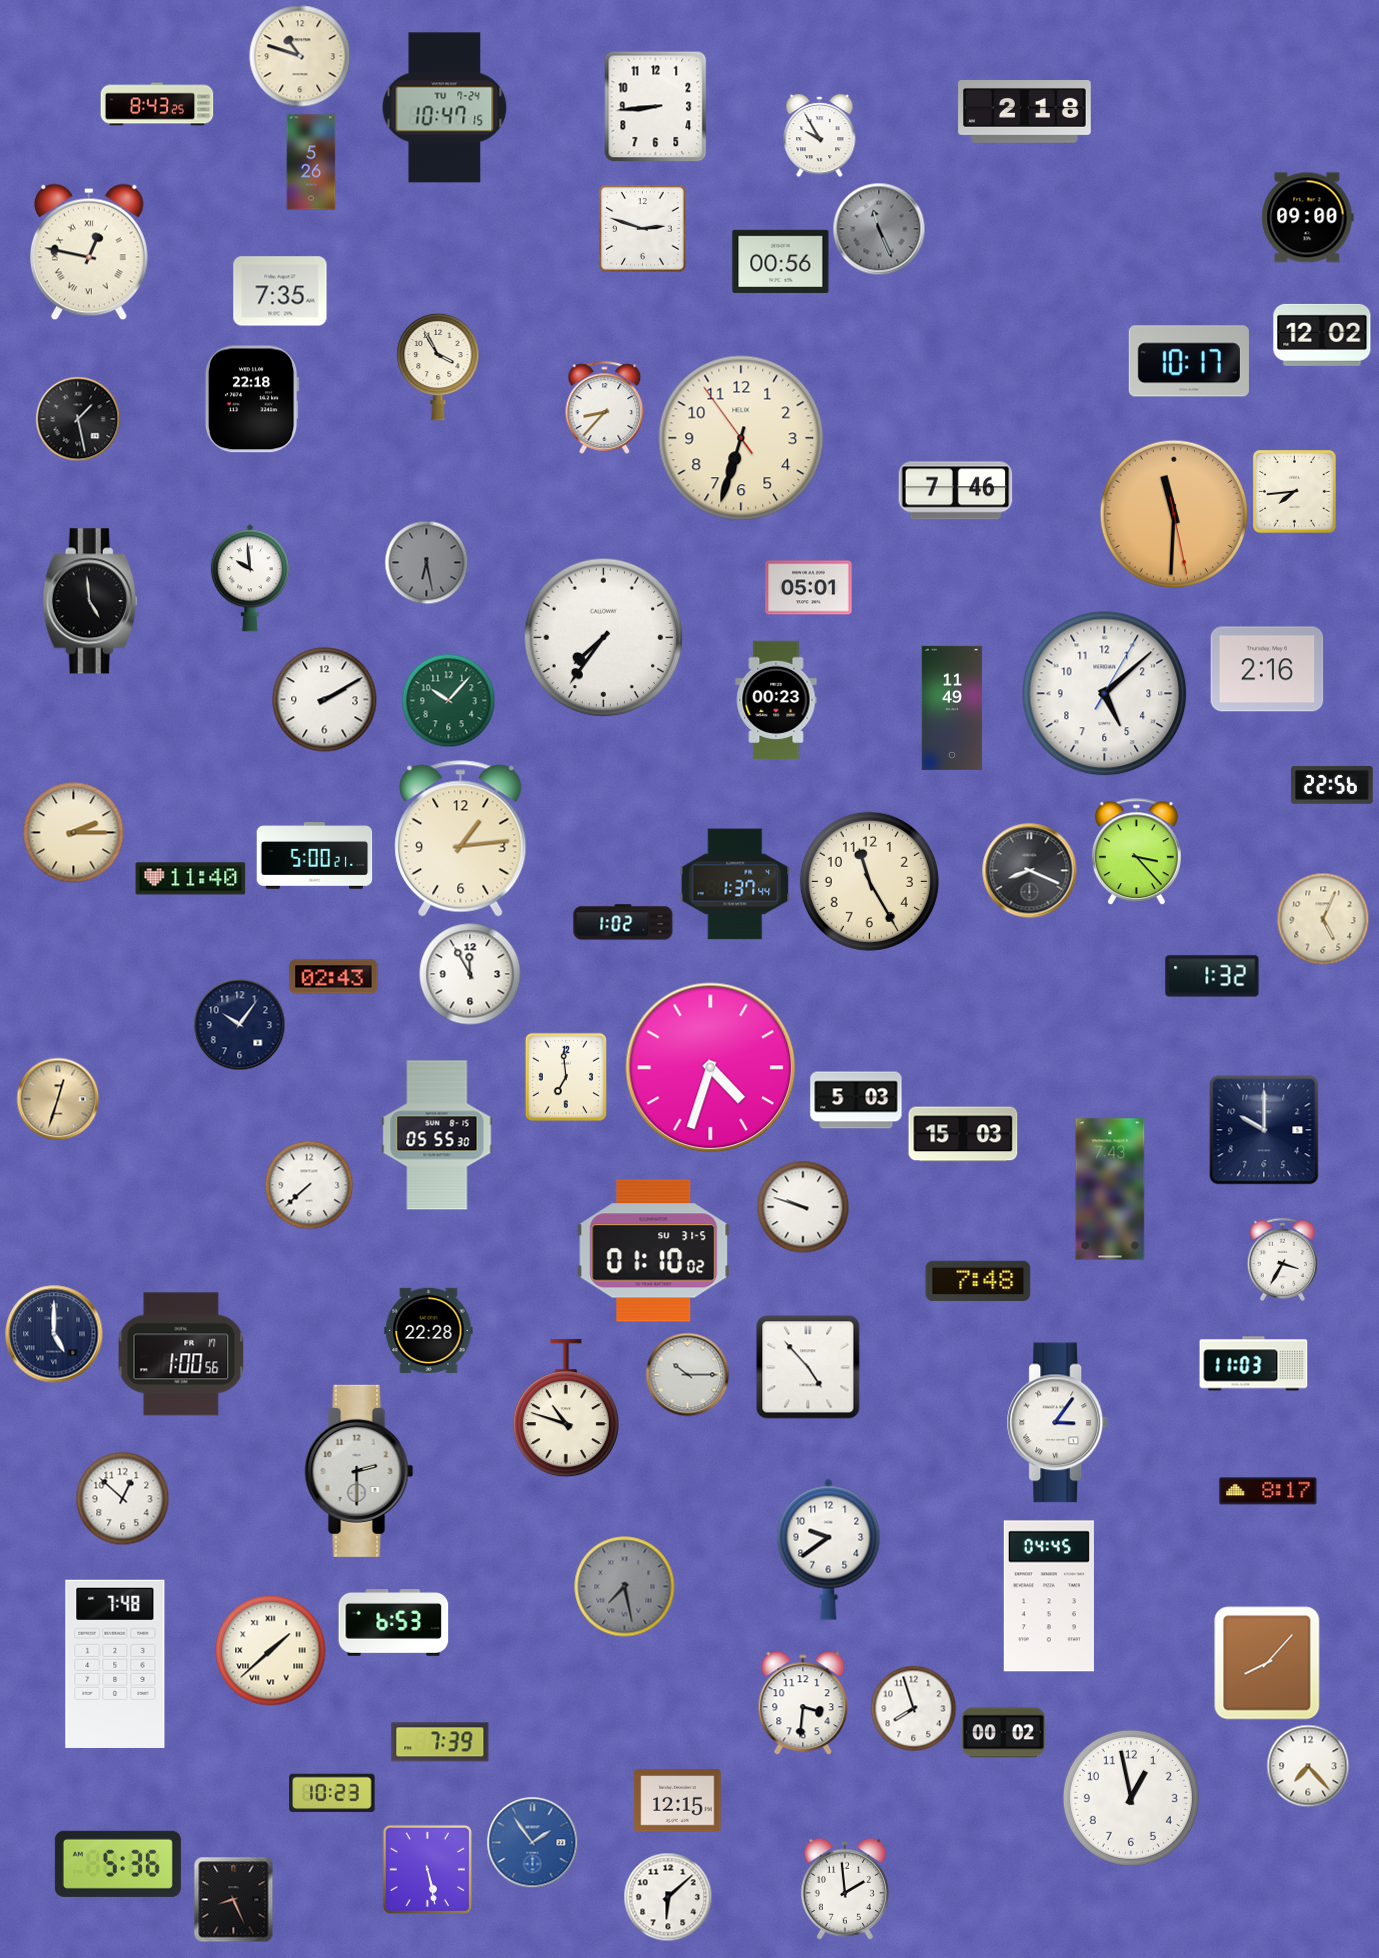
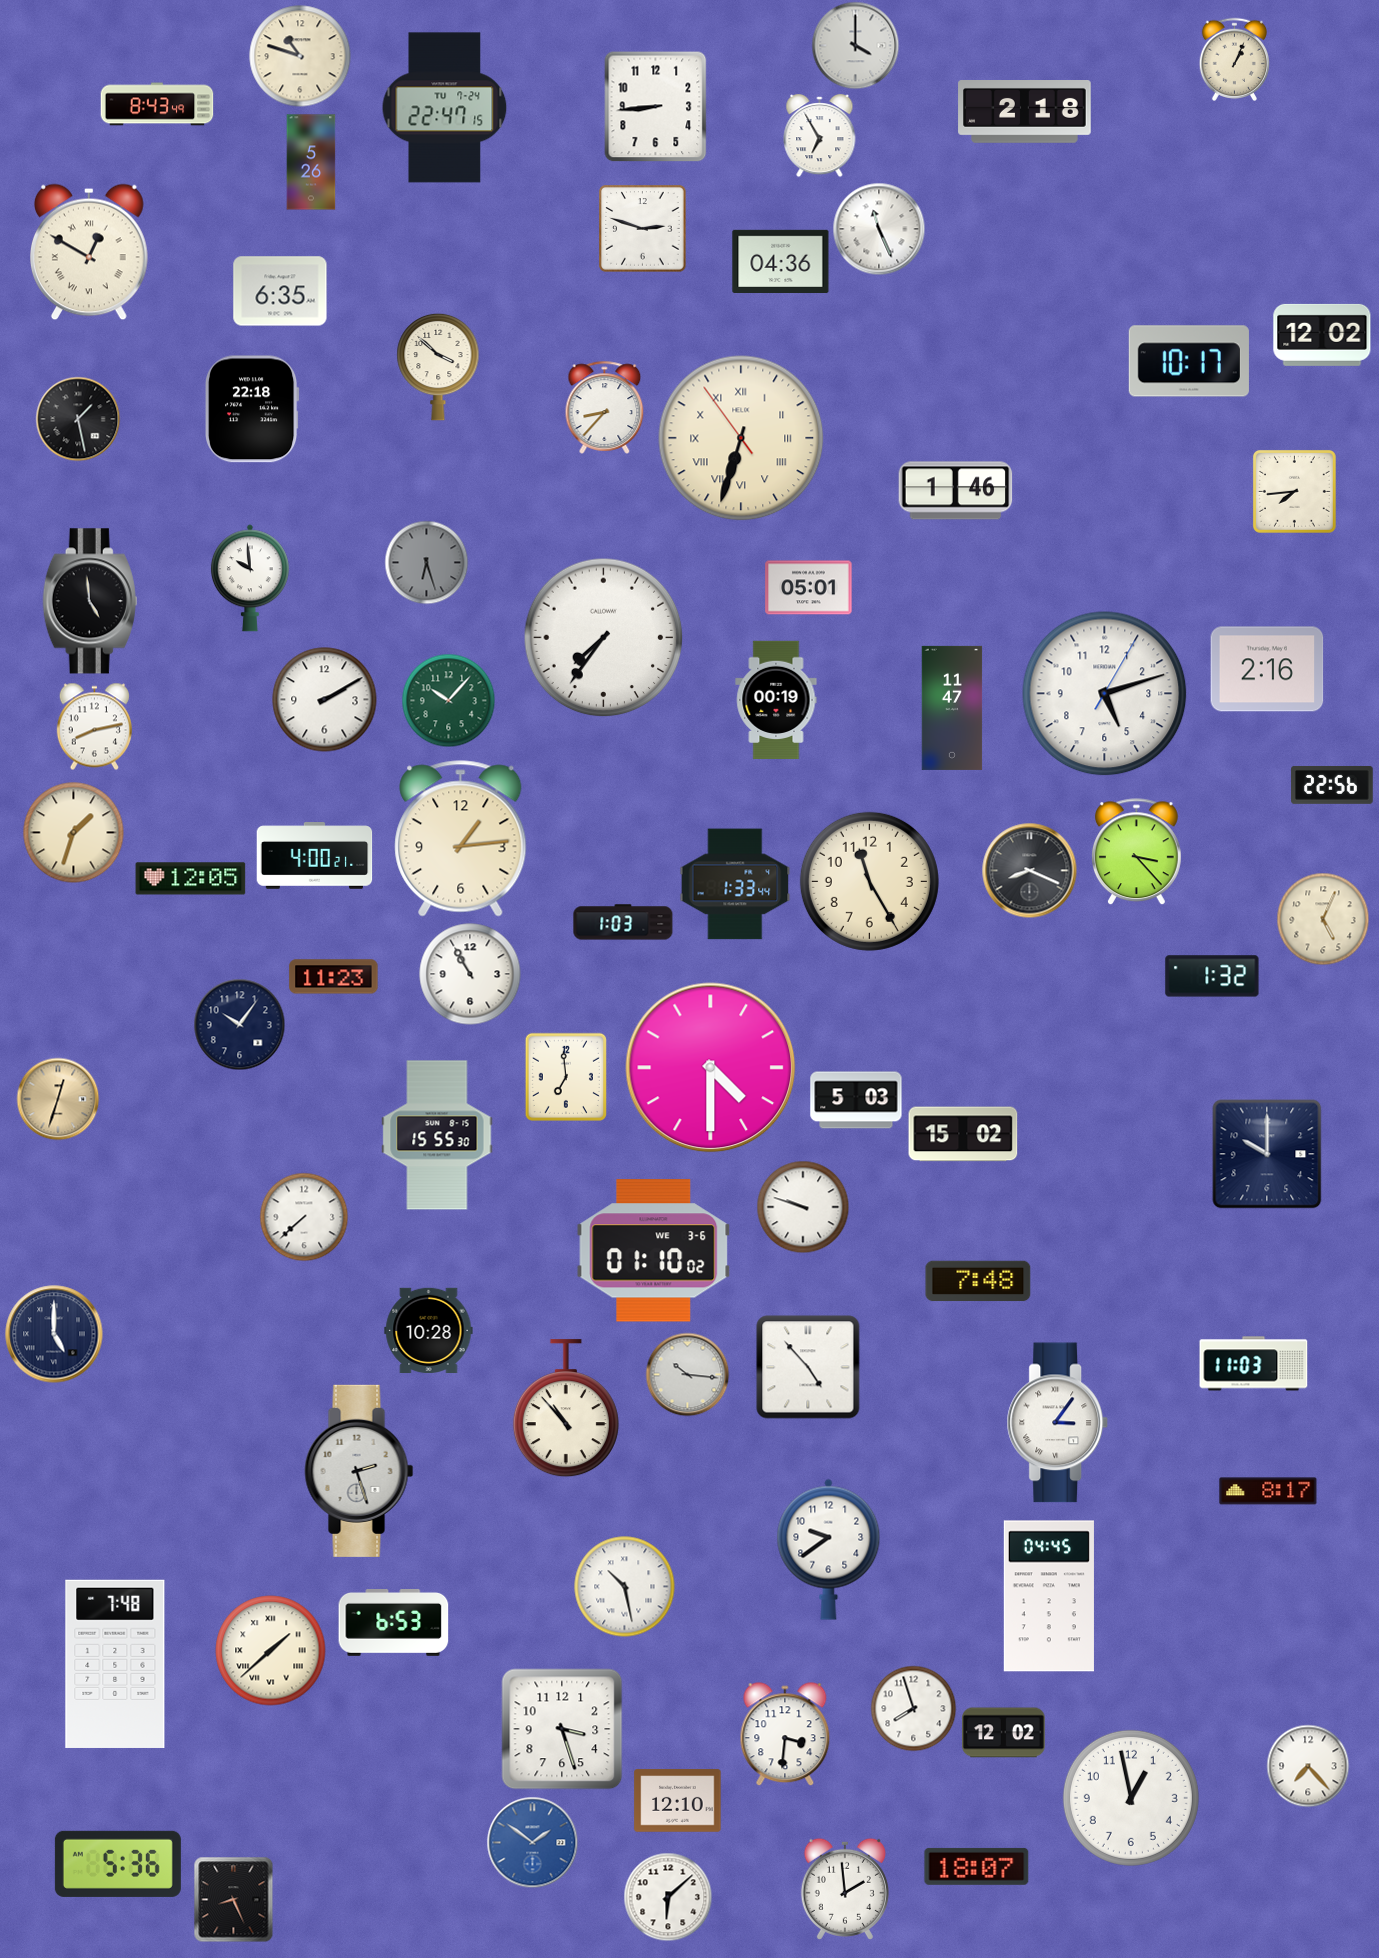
clock at (855, 45): none -> 4:00
clock at (1234, 59): none -> 1:04
clock at (157, 104): 8:43:25 -> 8:43:49
clock at (445, 108): 10:47 -> 22:47
clock at (820, 136): 9:55 -> 6:55
clock at (1308, 218): 09:00 -> none
clock at (879, 229) dial: grey -> white
clock at (90, 252): 12:47 -> 12:50
clock at (781, 261): 00:56 -> 04:36
clock at (280, 291): 7:35 -> 6:35
clock at (438, 367): 3:55 -> 3:52
clock at (253, 399) position: (253, 399) -> (253, 409)
clock at (741, 438) numerals: Arabic -> Roman
clock at (956, 491): 7:46 -> 1:46
clock at (1174, 514): 11:30 -> none
clock at (426, 562): 6:28 -> 6:27
clock at (1105, 694): 5:08 -> 5:12
clock at (776, 700): 00:23 -> 00:19
clock at (952, 708): 11:49 -> 11:47
clock at (94, 726): none -> 8:13
clock at (74, 833): 2:15 -> 1:33
clock at (315, 856): 5:00 -> 4:00
clock at (191, 879): 11:40 -> 12:05
clock at (735, 884): 1:37 -> 1:33
clock at (623, 922): 1:02 -> 1:03
clock at (470, 974): 11:55 -> 10:55
clock at (334, 977): 02:43 -> 11:23
clock at (711, 1068): 4:33 -> 4:30
clock at (1264, 1130) position: (1264, 1130) -> (1267, 1154)
clock at (963, 1134): 15:03 -> 15:02
clock at (437, 1135): 05:55 -> 15:55
clock at (309, 1185) position: (309, 1185) -> (304, 1217)
clock at (1110, 1189): 7:43 -> none
clock at (654, 1251) date: SU 31-5 -> WE 3-6
clock at (1282, 1259): 3:35 -> none
clock at (429, 1330): 22:28 -> 10:28
clock at (181, 1354): 1:00 -> none
clock at (687, 1374): 10:15 -> 10:16
clock at (566, 1409): 10:48 -> 10:53
clock at (359, 1471): 2:30 -> 2:27
clock at (122, 1498): 12:52 -> none
clock at (625, 1587): 7:28 -> 10:28
clock at (625, 1587) dial: grey -> white
clock at (1267, 1663): 8:07 -> none
clock at (803, 1703) position: (803, 1703) -> (785, 1734)
clock at (562, 1729): none -> 3:27
clock at (1004, 1733): 00:02 -> 12:02
clock at (440, 1742): 7:39 -> none
clock at (332, 1793): 10:23 -> none
clock at (678, 1801): 12:15 -> 12:10
clock at (532, 1842): 1:54 -> 1:51
clock at (977, 1866): none -> 18:07
clock at (427, 1869): 5:28 -> none
